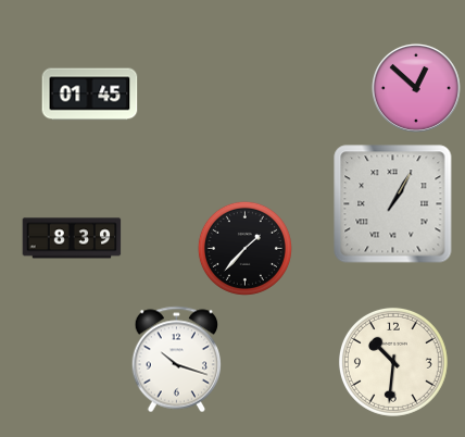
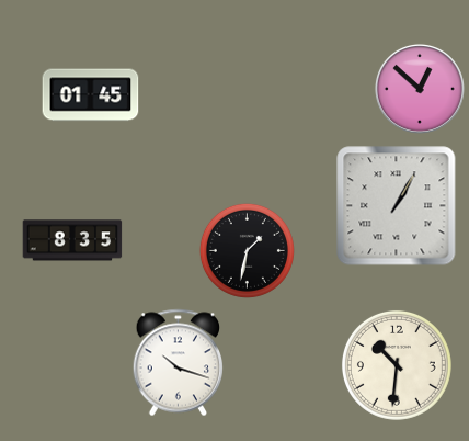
clock at (72, 238): 8:39 -> 8:35
clock at (244, 248): 1:37 -> 1:32
